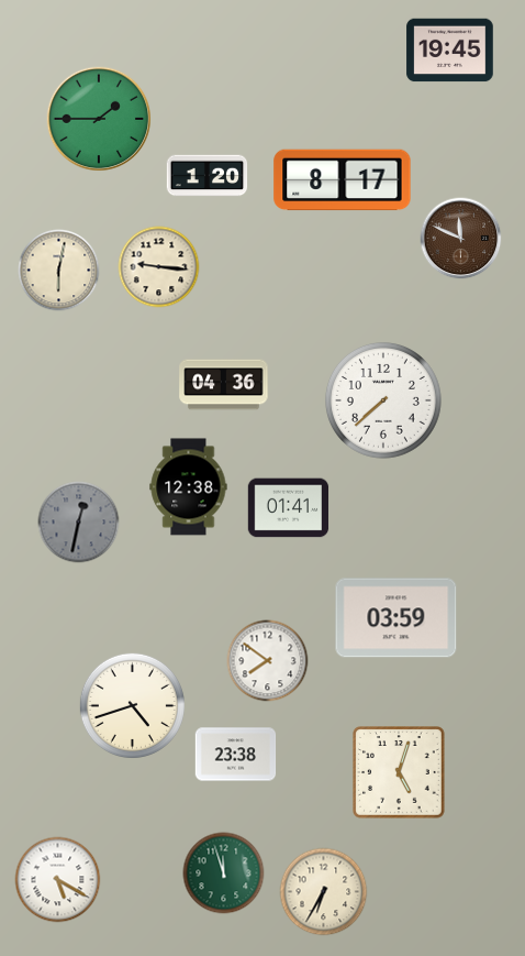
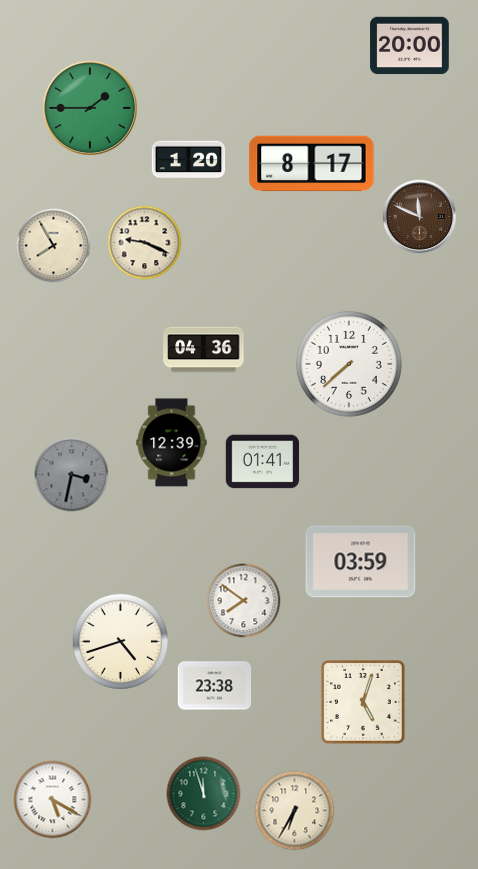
clock at (450, 51): 19:45 -> 20:00
clock at (159, 267): 9:16 -> 9:19
clock at (59, 271): 6:02 -> 7:55
clock at (189, 487): 12:38 -> 12:39
clock at (79, 523): 12:32 -> 3:32
